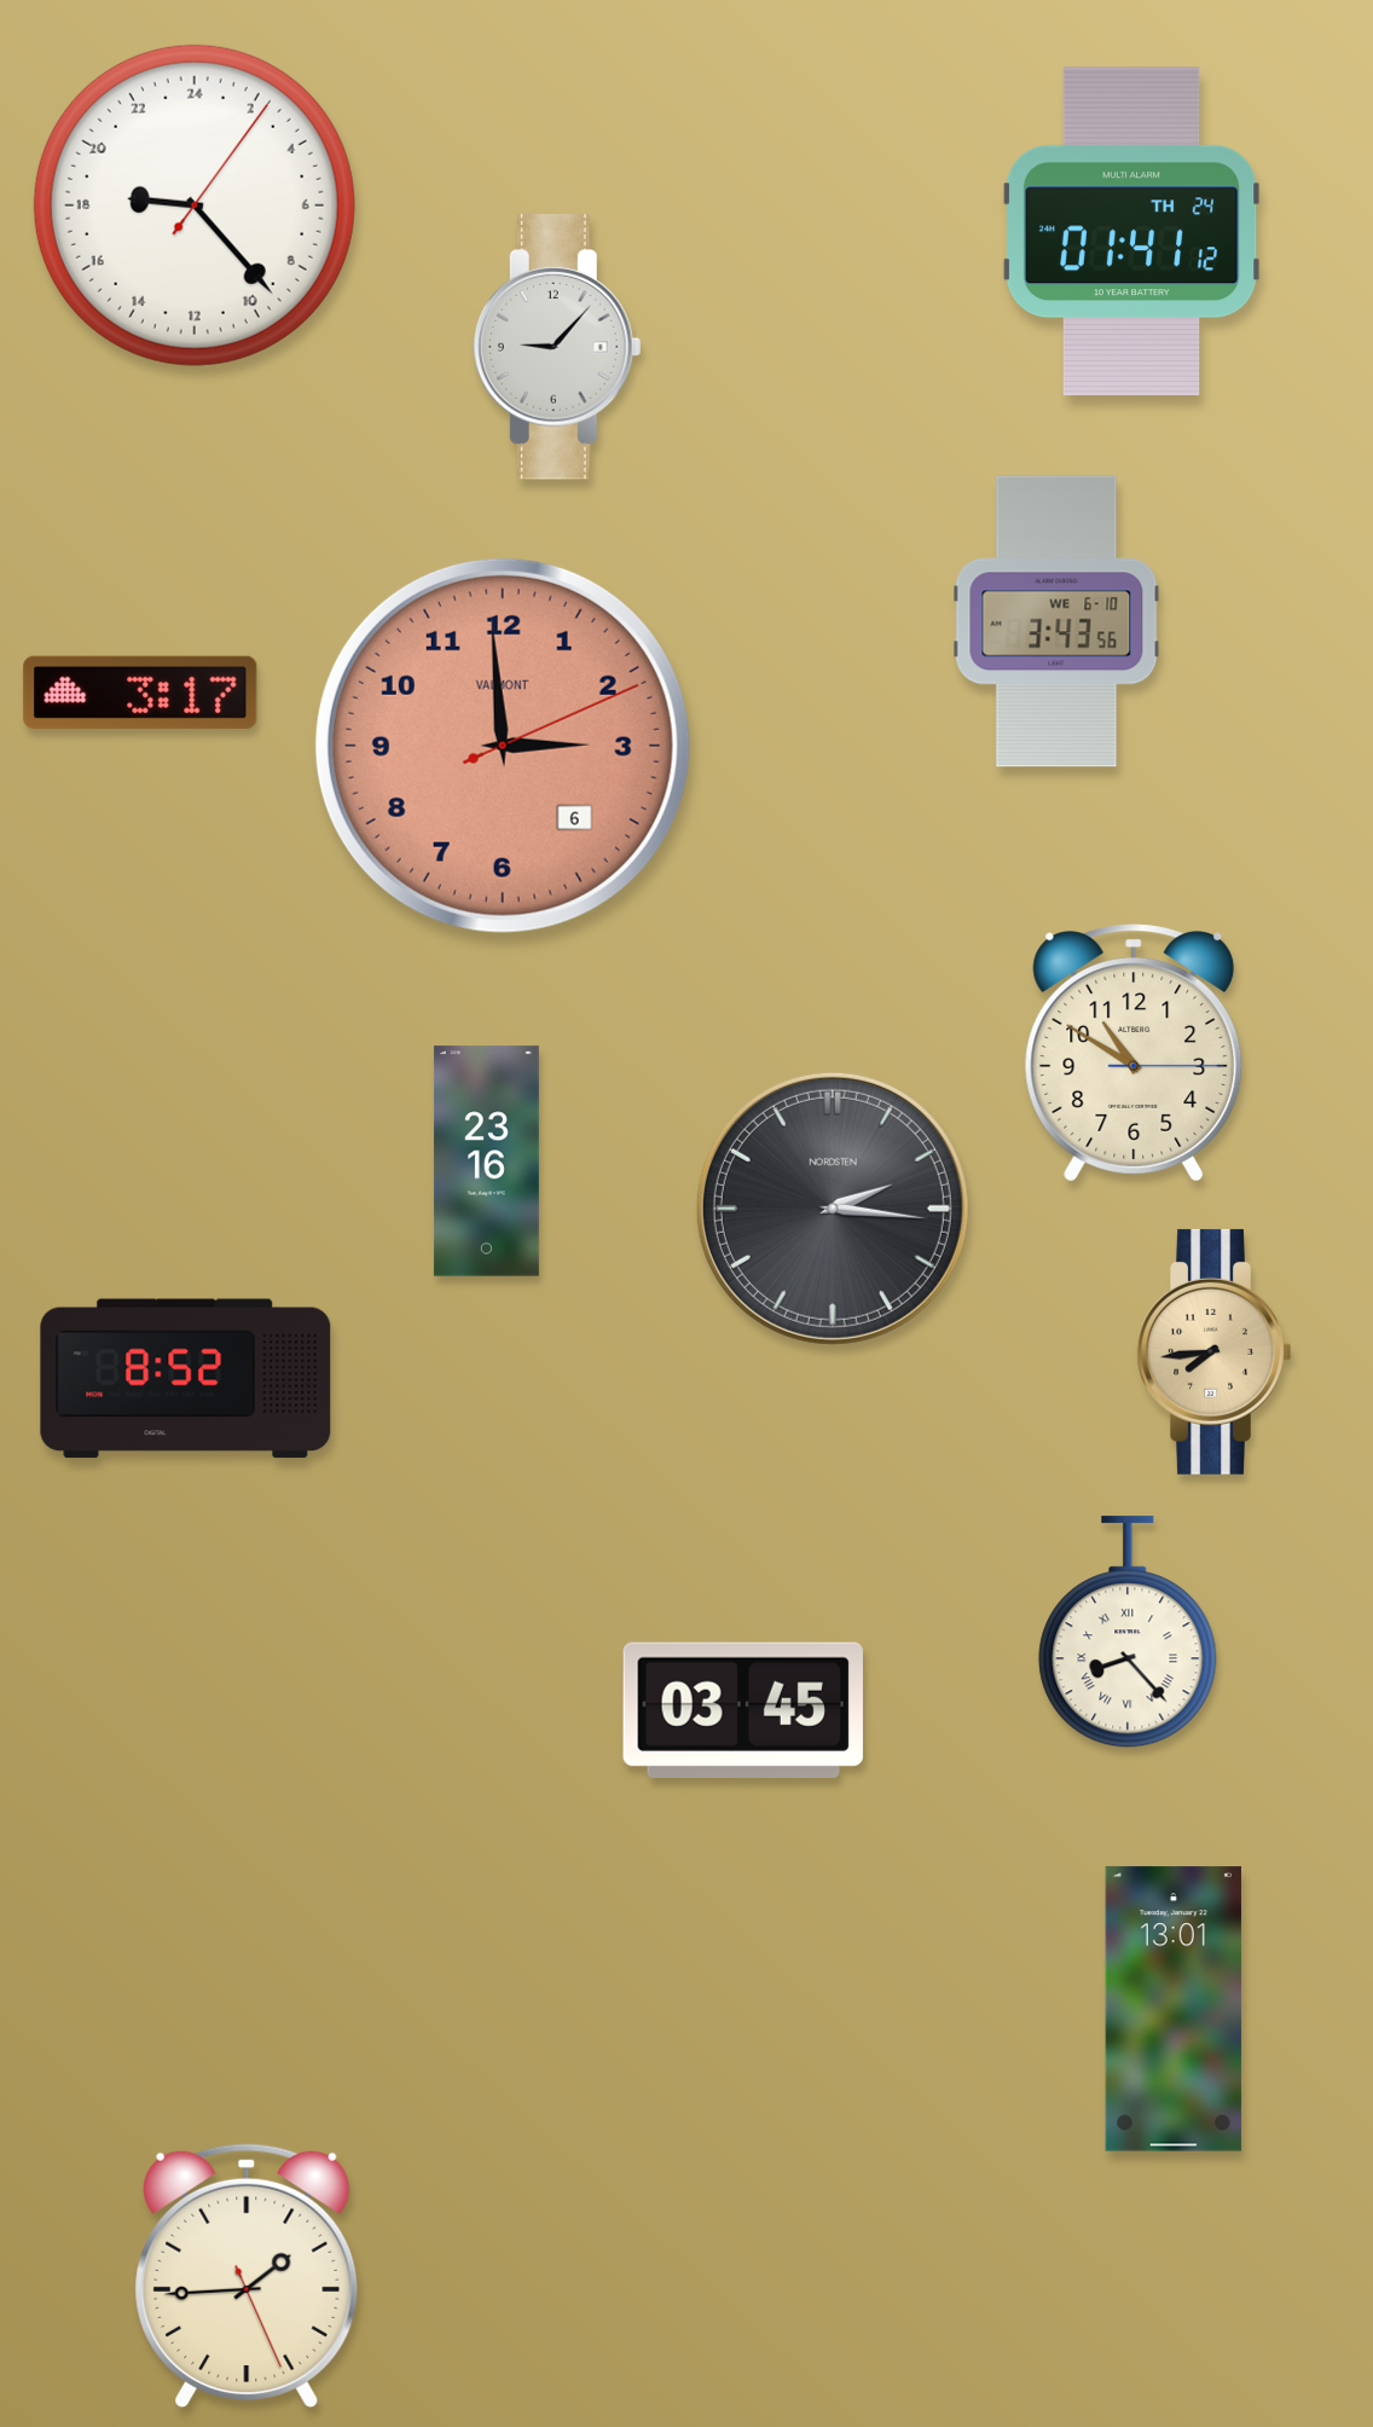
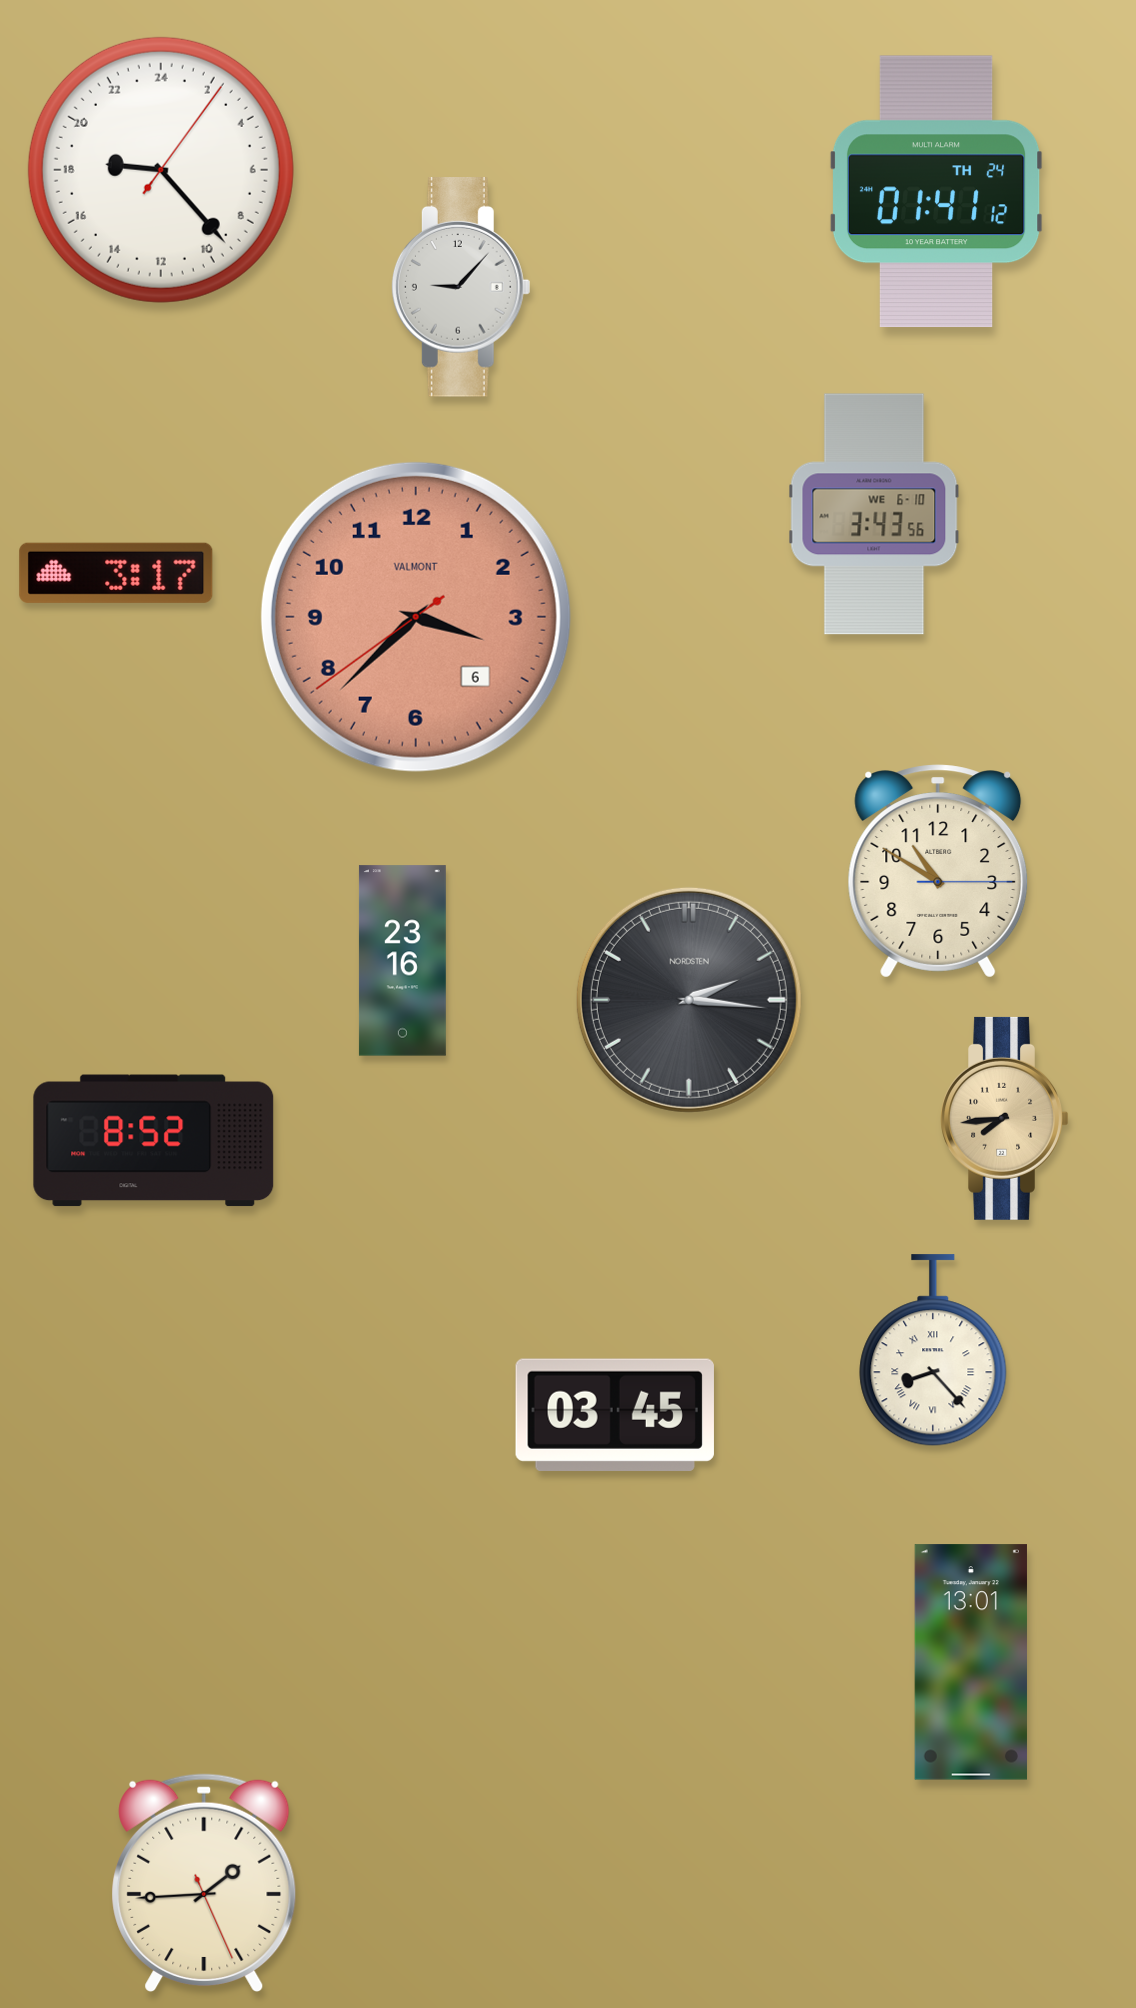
clock at (503, 746): 2:59 -> 3:37
